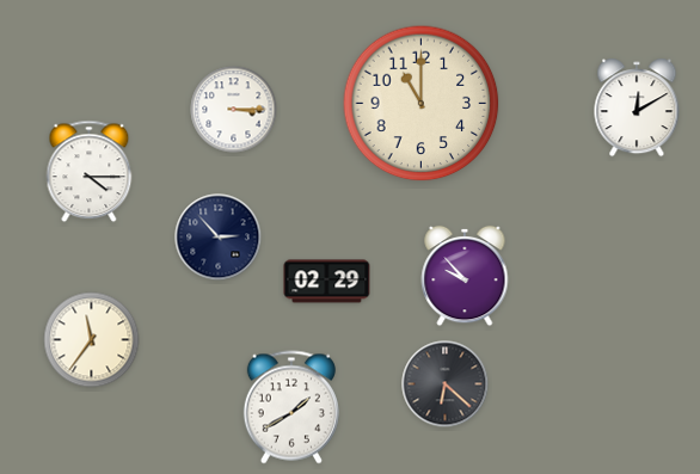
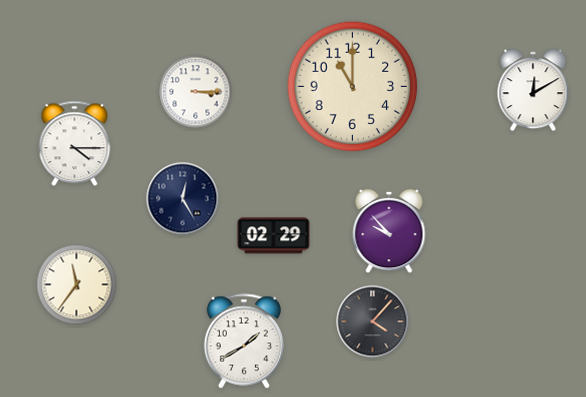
clock at (219, 238): 2:53 -> 12:25
clock at (446, 384): 6:22 -> 4:07
